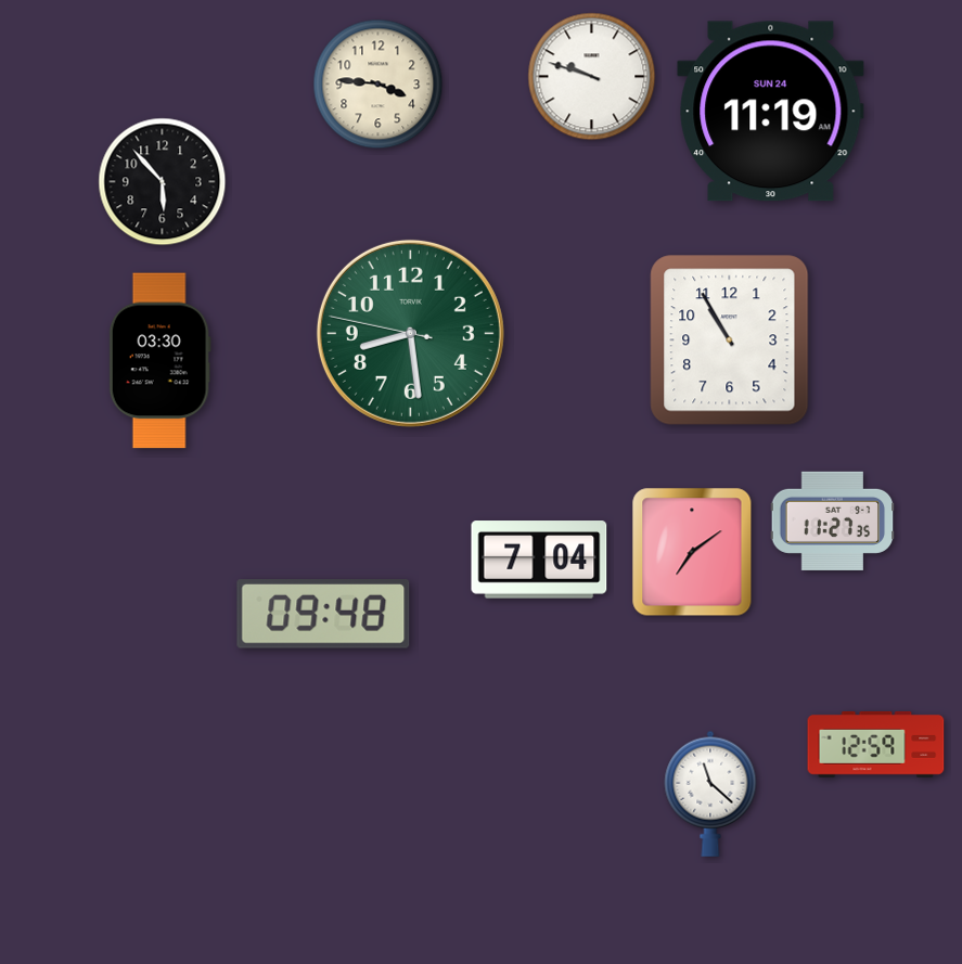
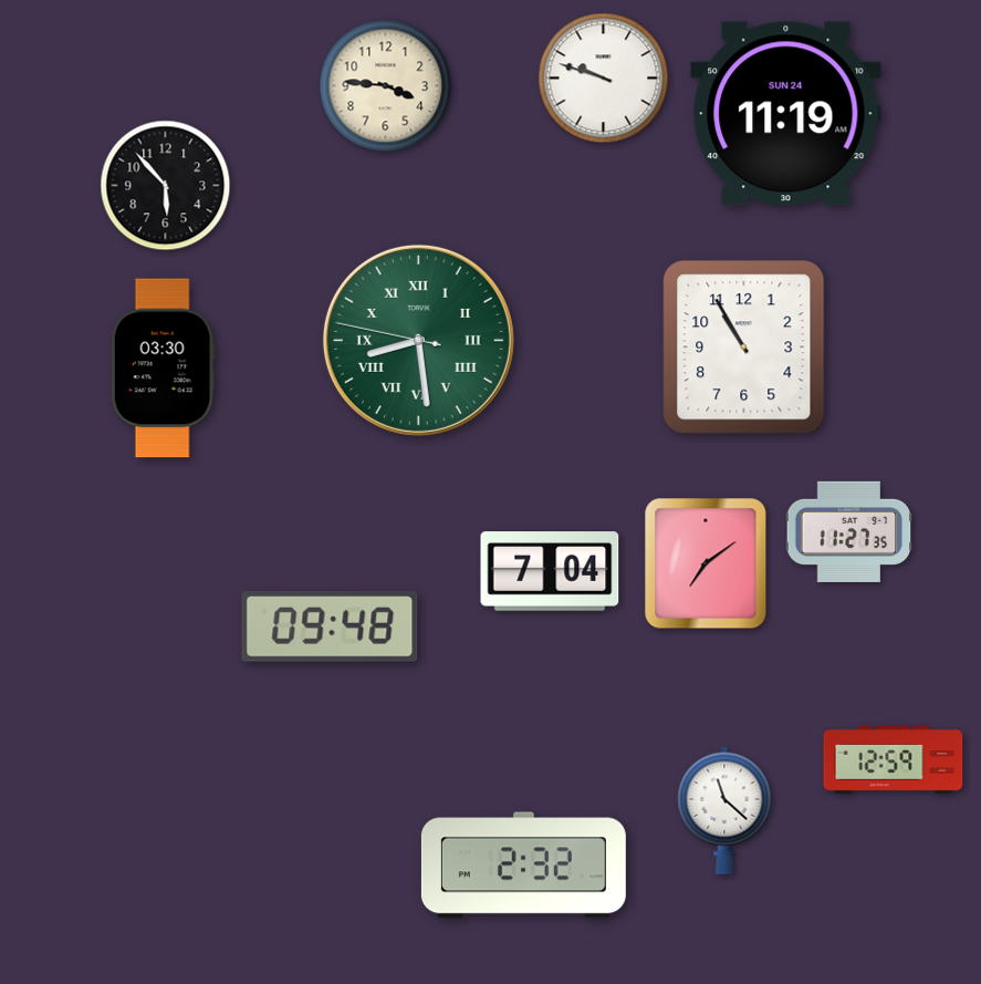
clock at (410, 333) numerals: Arabic -> Roman
clock at (523, 866): none -> 2:32
